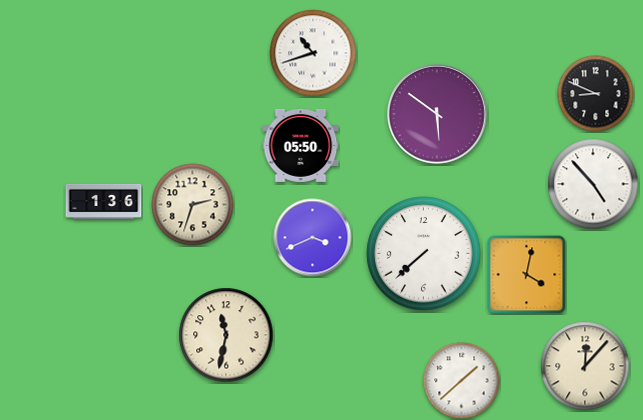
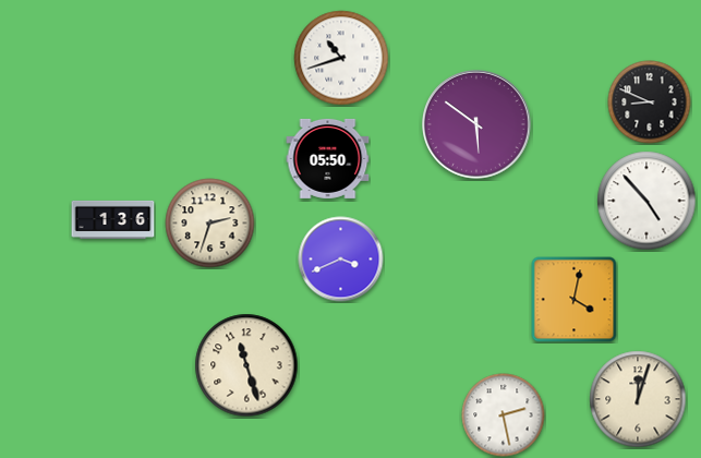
clock at (424, 254): 7:38 -> none
clock at (226, 335): 11:32 -> 11:27
clock at (585, 366): 12:07 -> 12:03
clock at (462, 381): 1:38 -> 2:28
